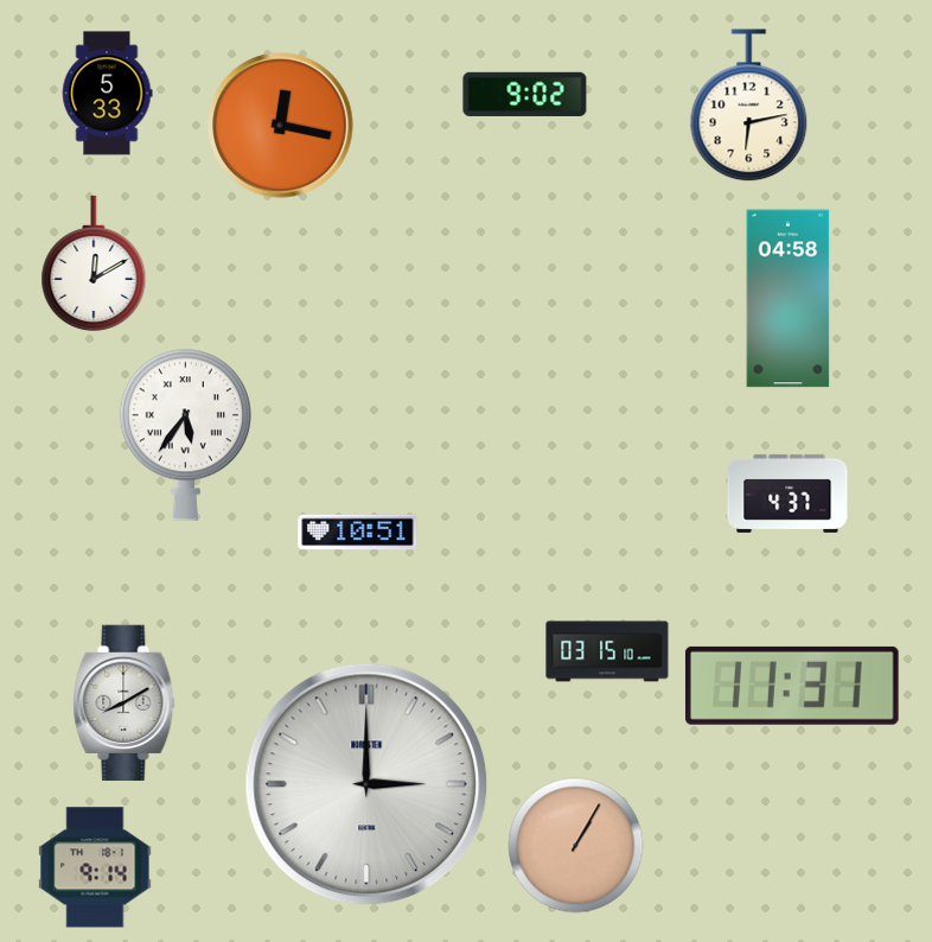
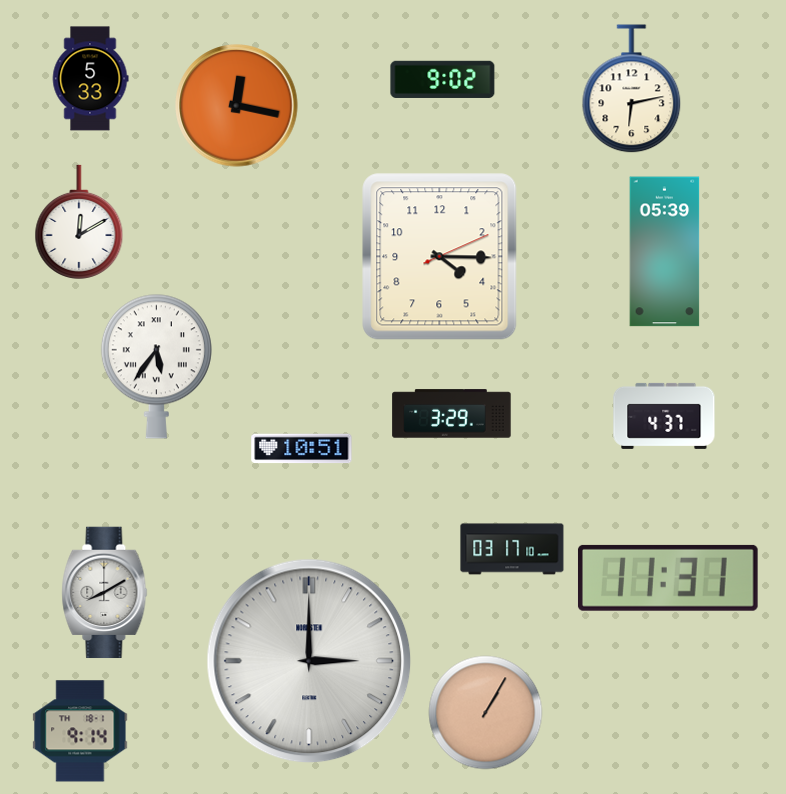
clock at (789, 299): 04:58 -> 05:39
clock at (440, 257): none -> 4:15
clock at (452, 414): none -> 3:29
clock at (607, 651): 03:15 -> 03:17
